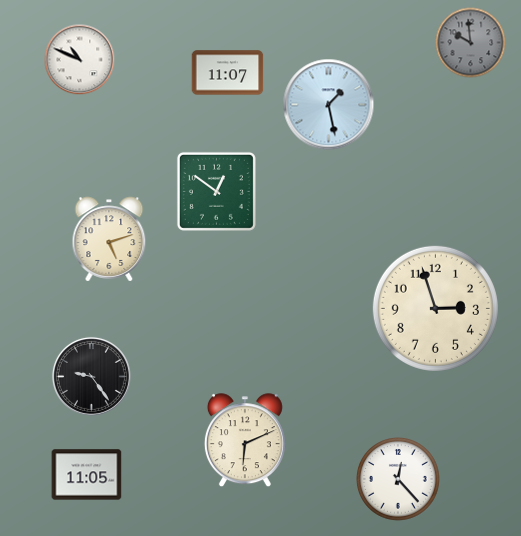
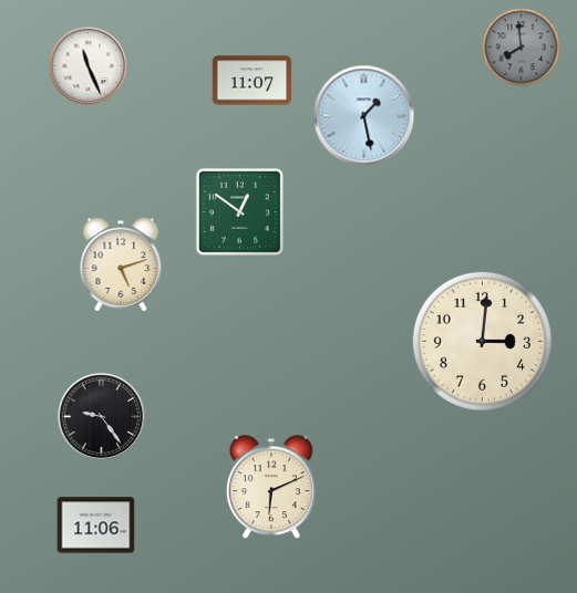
clock at (471, 43): 9:59 -> 7:59
clock at (80, 60): 10:49 -> 11:26
clock at (435, 308): 2:57 -> 3:01
clock at (87, 475): 11:05 -> 11:06
clock at (399, 480): 12:23 -> none
